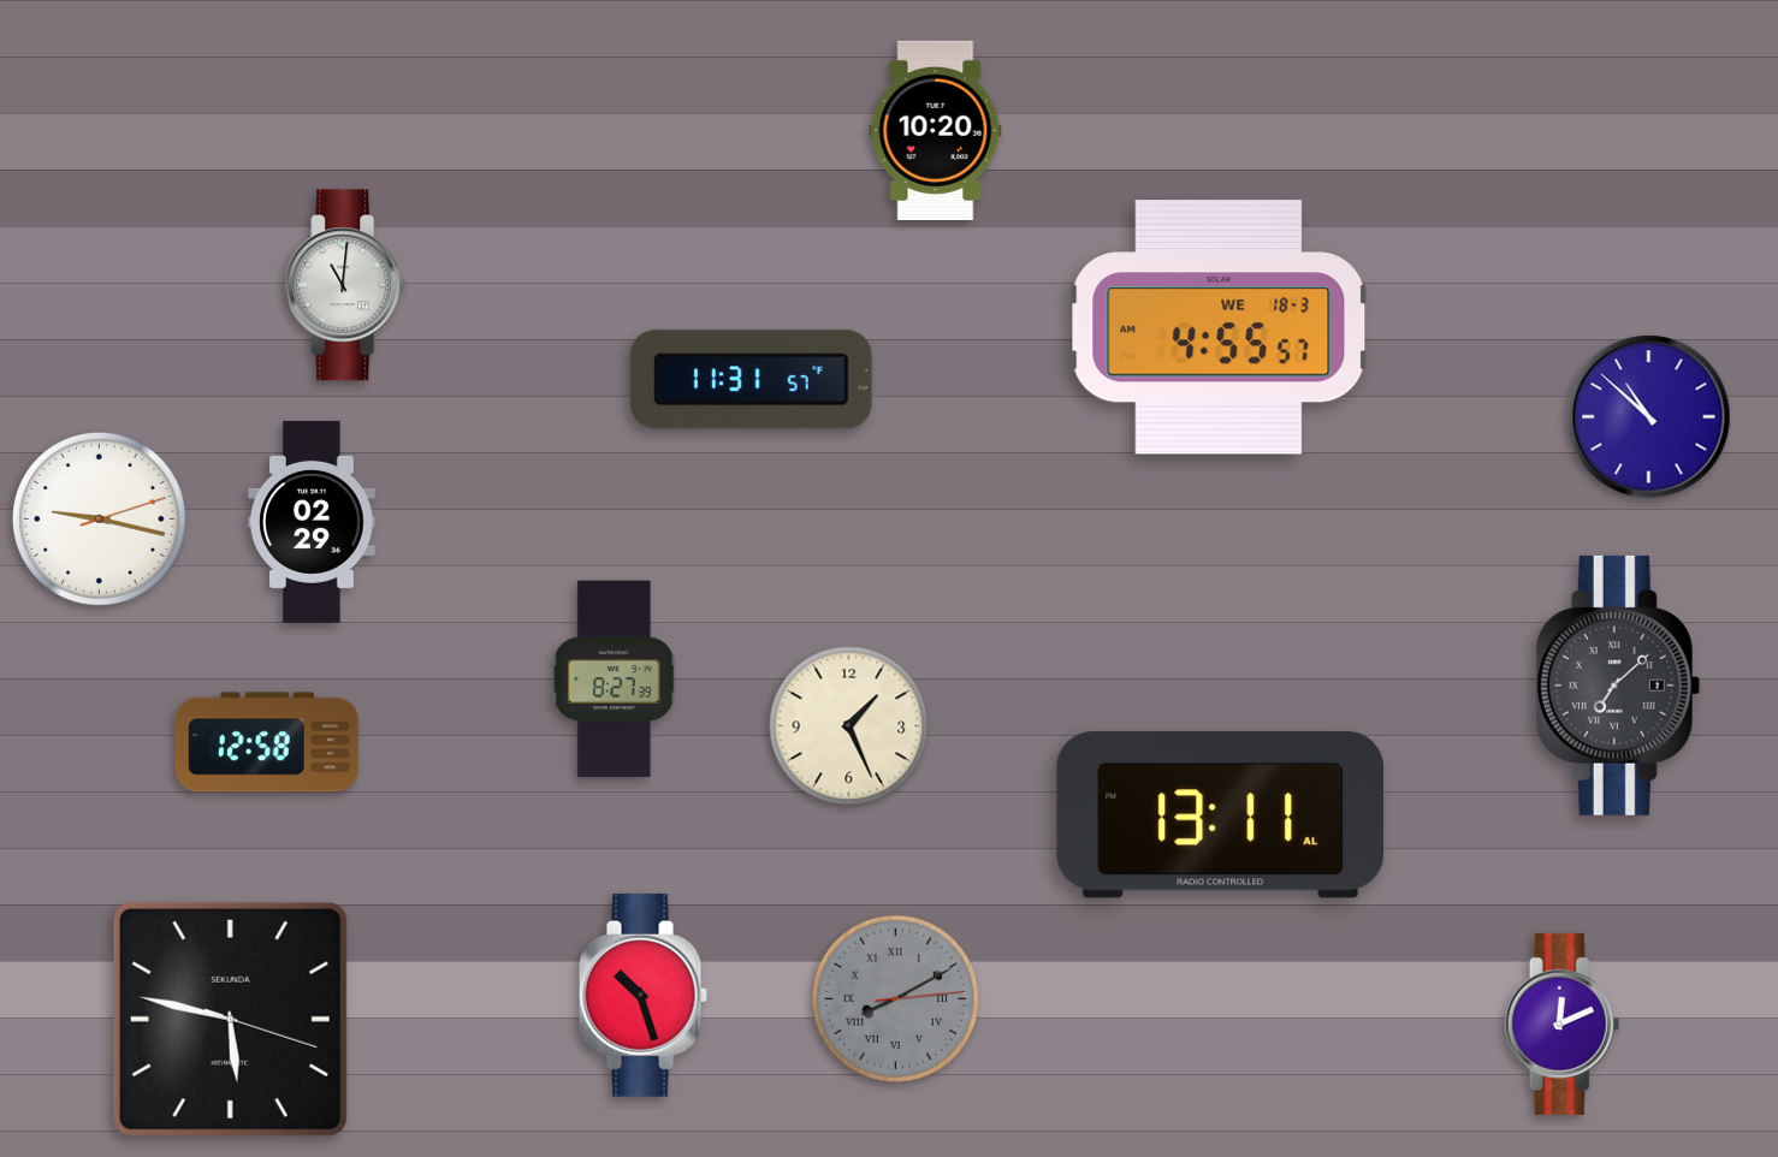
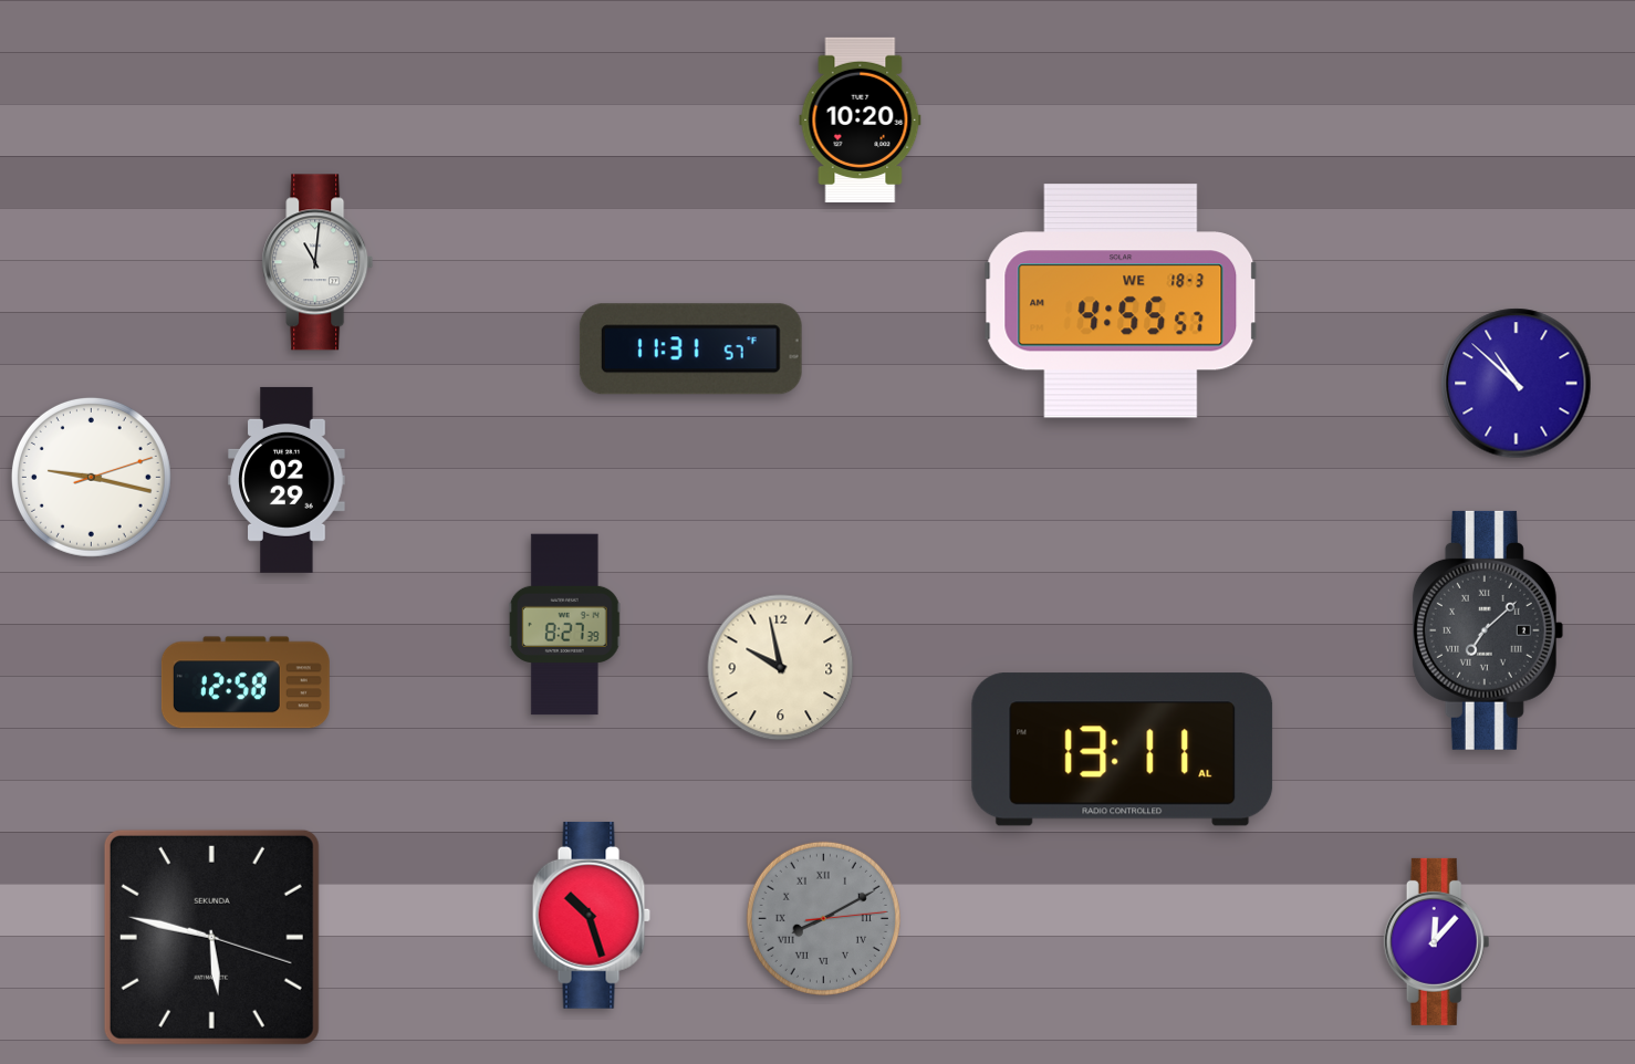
clock at (849, 726): 1:26 -> 9:58
clock at (1563, 1023): 12:11 -> 12:07
